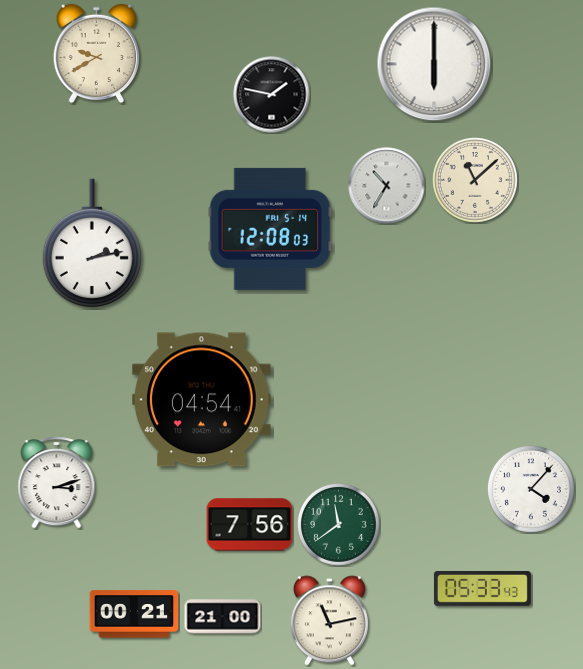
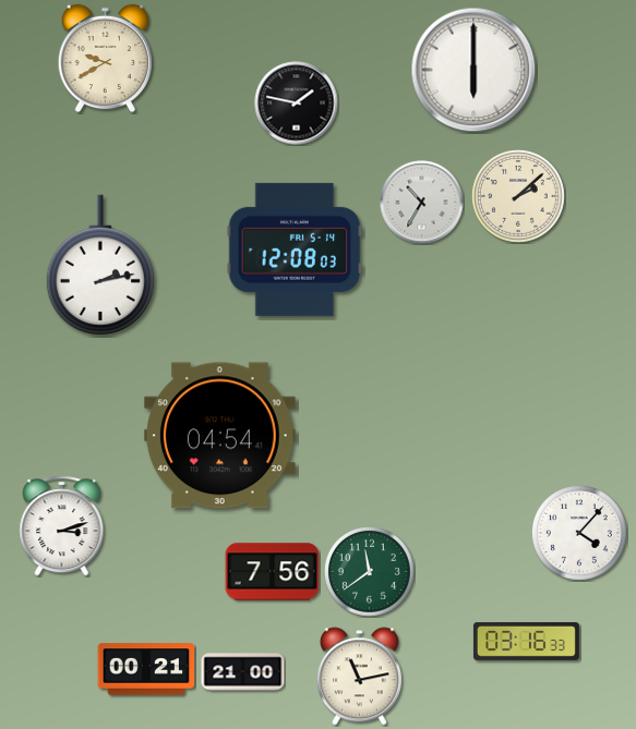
clock at (476, 181): 11:08 -> 2:08
clock at (482, 588): 05:33 -> 03:16
